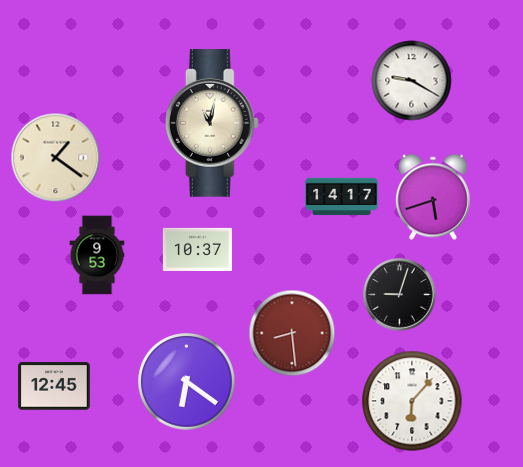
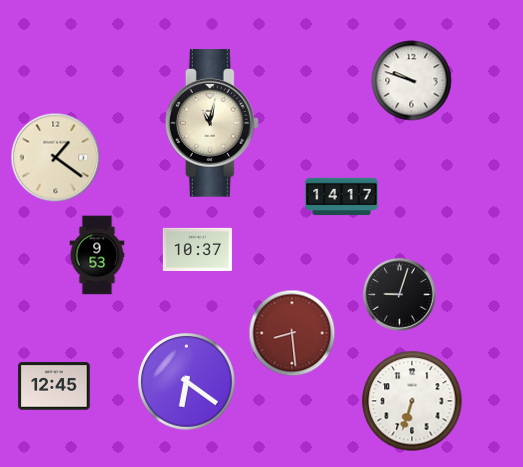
clock at (412, 81): 9:20 -> 9:48
clock at (433, 197): 5:42 -> none
clock at (412, 401): 6:07 -> 6:33
